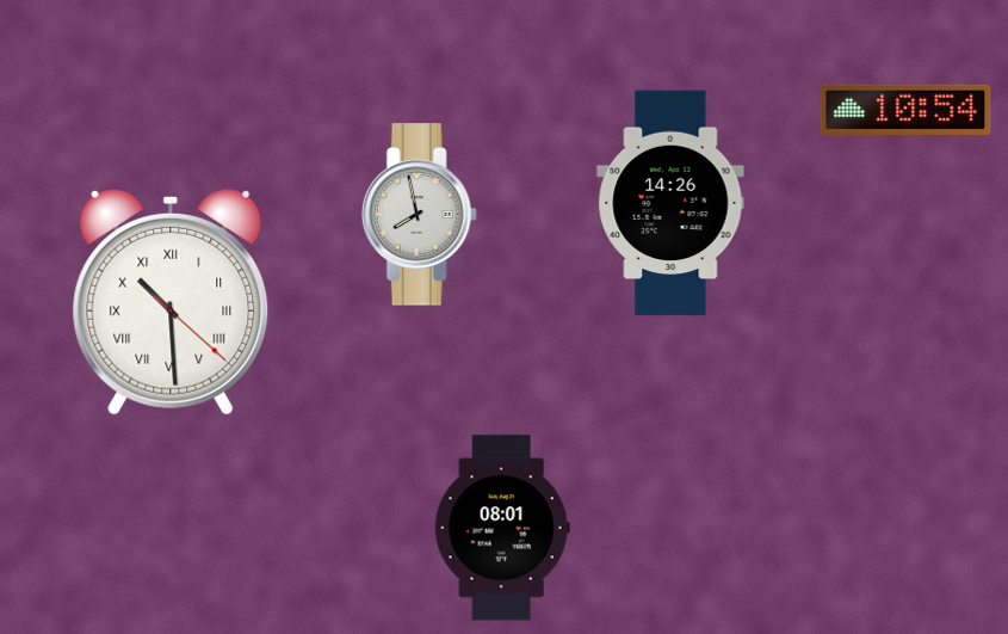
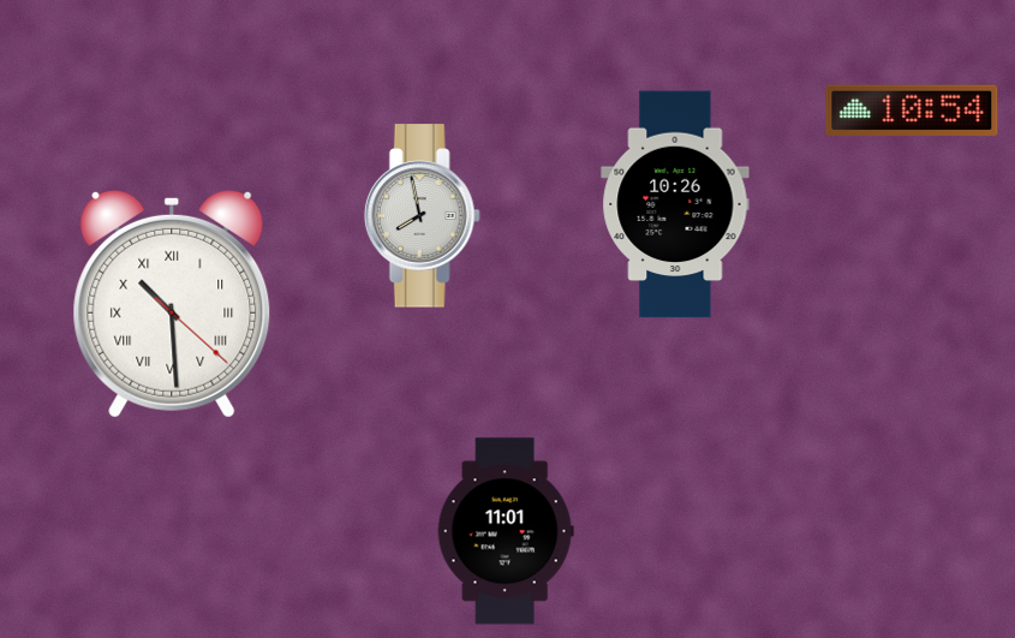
clock at (670, 203): 14:26 -> 10:26
clock at (502, 528): 08:01 -> 11:01
